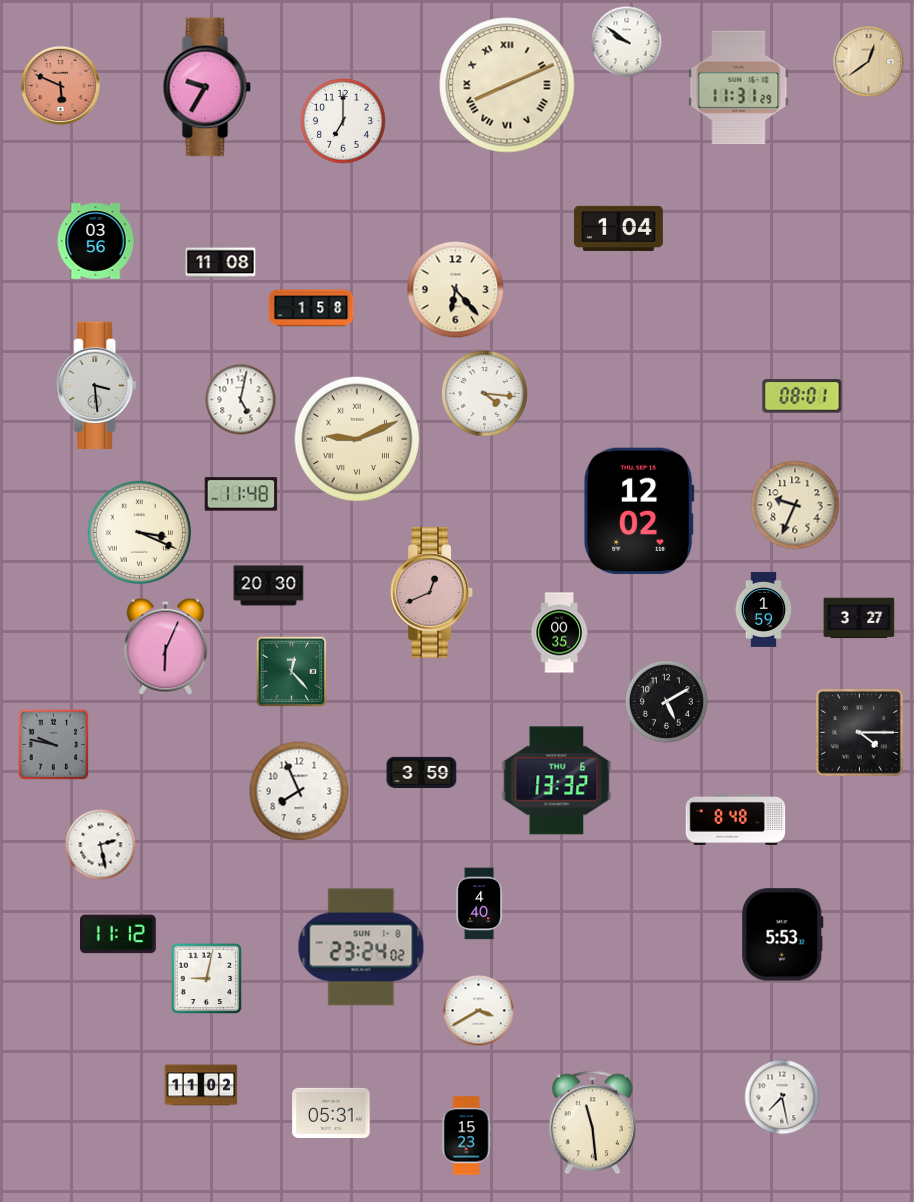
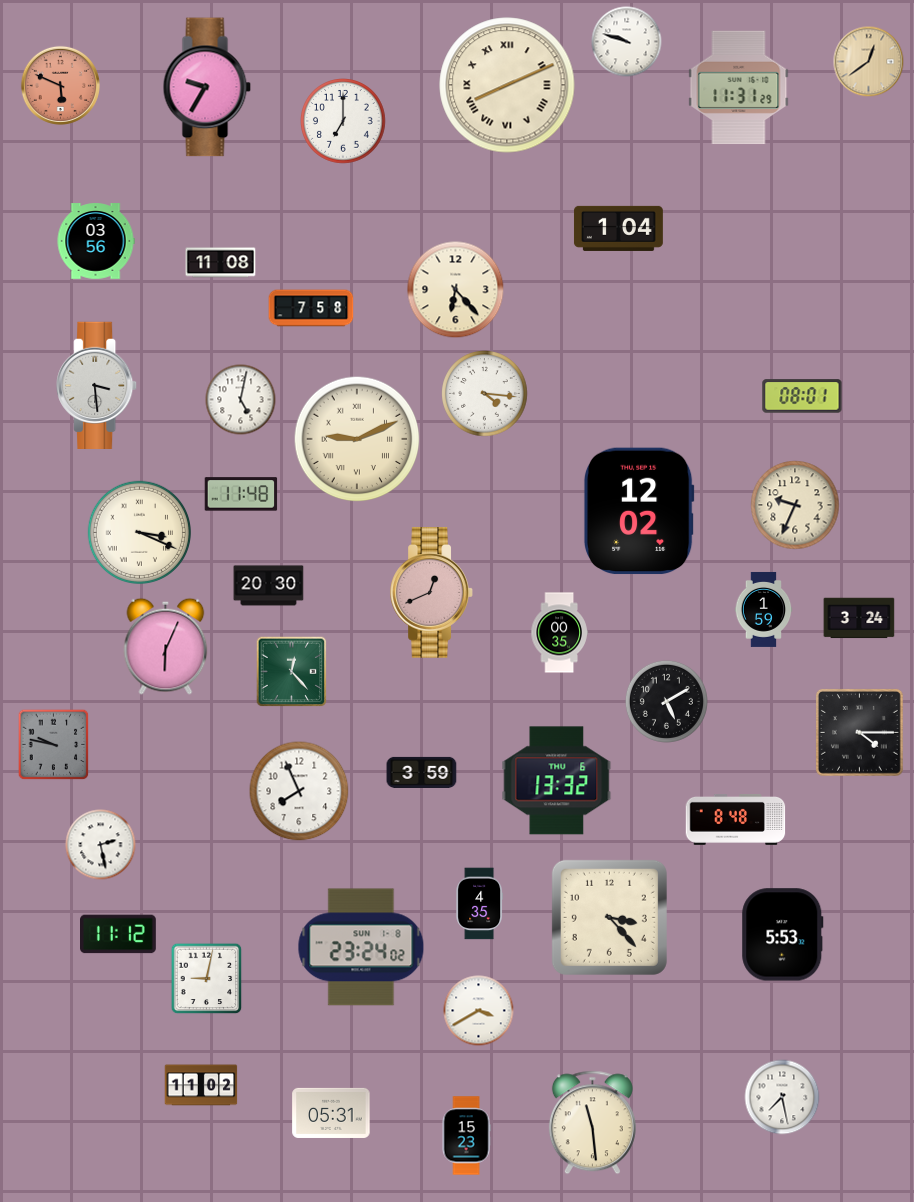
clock at (627, 42): 9:51 -> 9:48
clock at (311, 308): 1:58 -> 7:58
clock at (859, 618): 3:27 -> 3:24
clock at (479, 904): 4:40 -> 4:35
clock at (609, 917): none -> 3:23
